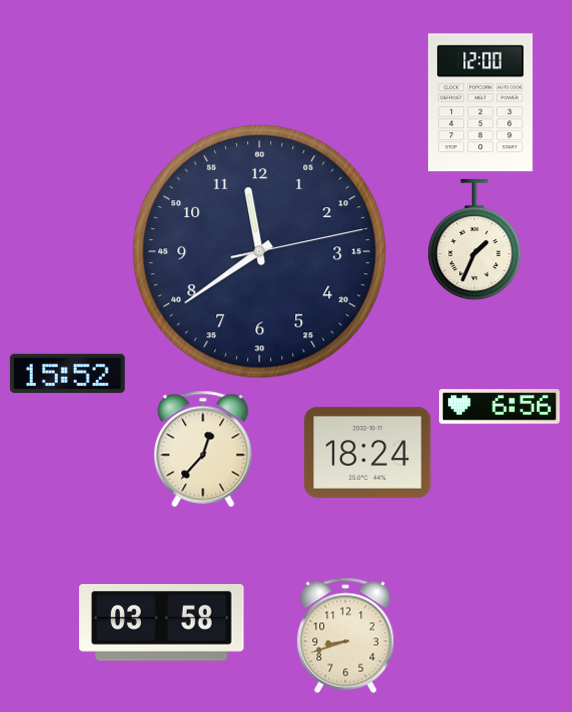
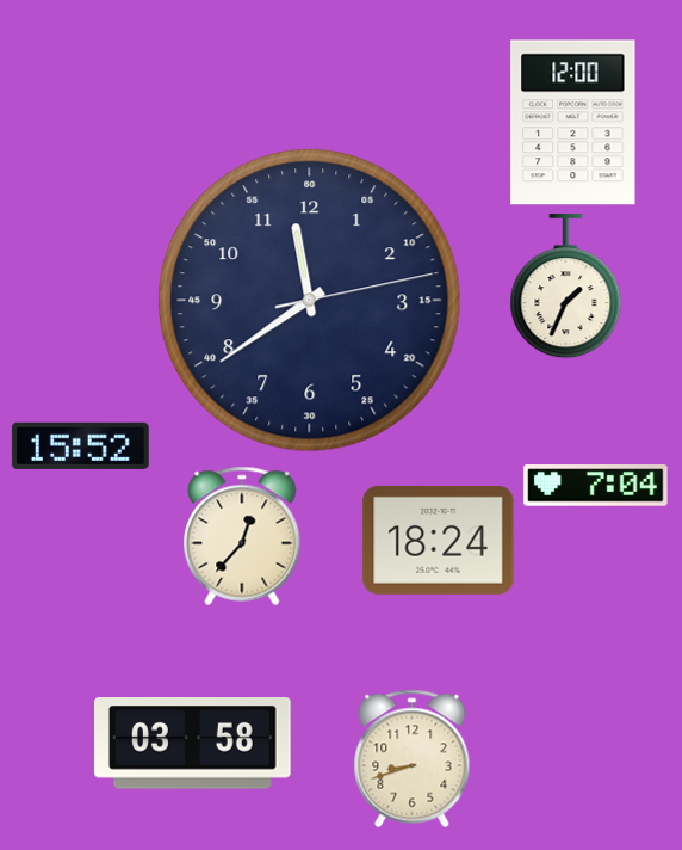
clock at (500, 407): 6:56 -> 7:04
